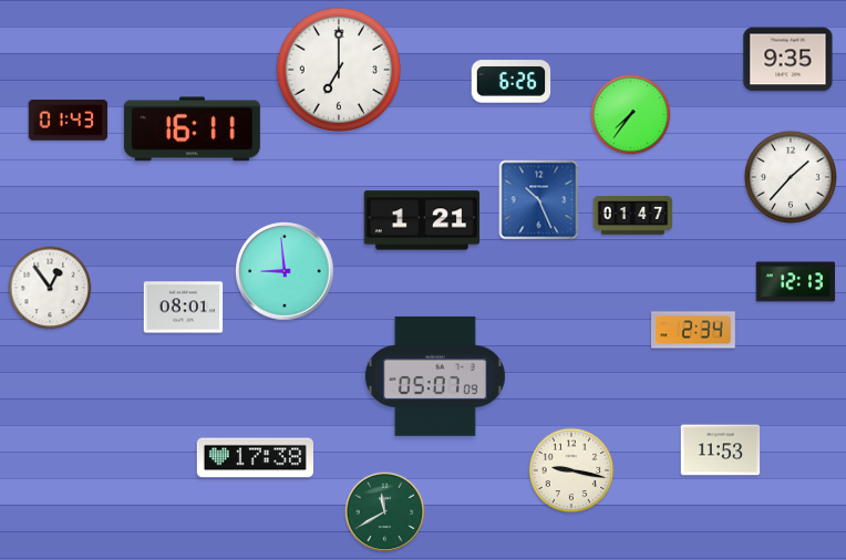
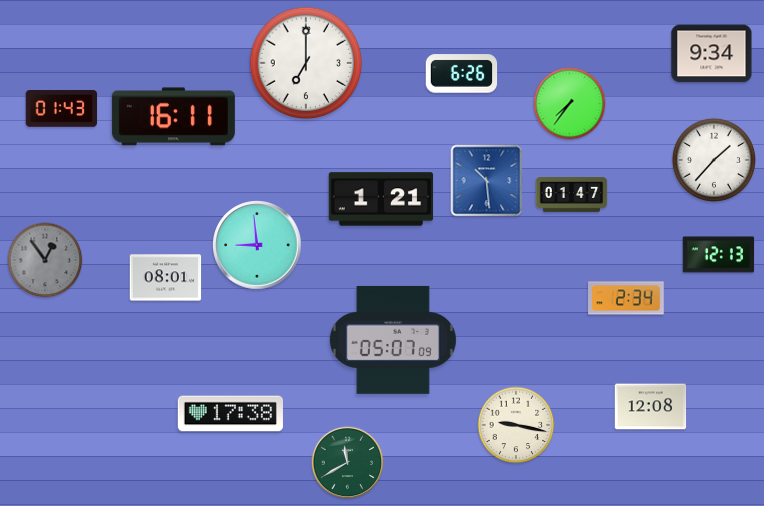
clock at (788, 60): 9:35 -> 9:34
clock at (539, 200): 10:26 -> 10:29
clock at (50, 288) dial: white -> grey
clock at (721, 450): 11:53 -> 12:08
